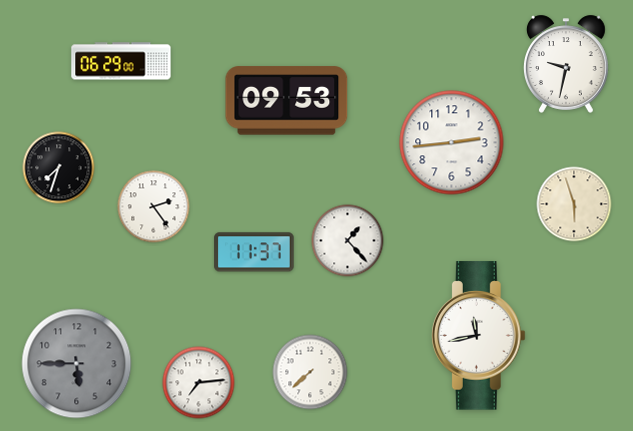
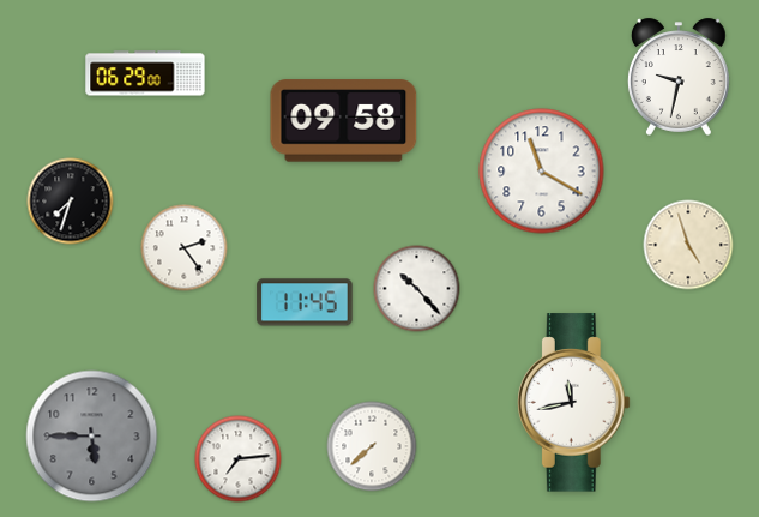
clock at (287, 101): 09:53 -> 09:58
clock at (452, 143): 2:44 -> 11:20
clock at (574, 204): 5:57 -> 4:57
clock at (348, 241): 1:23 -> 10:23
clock at (254, 252): 11:37 -> 11:45
